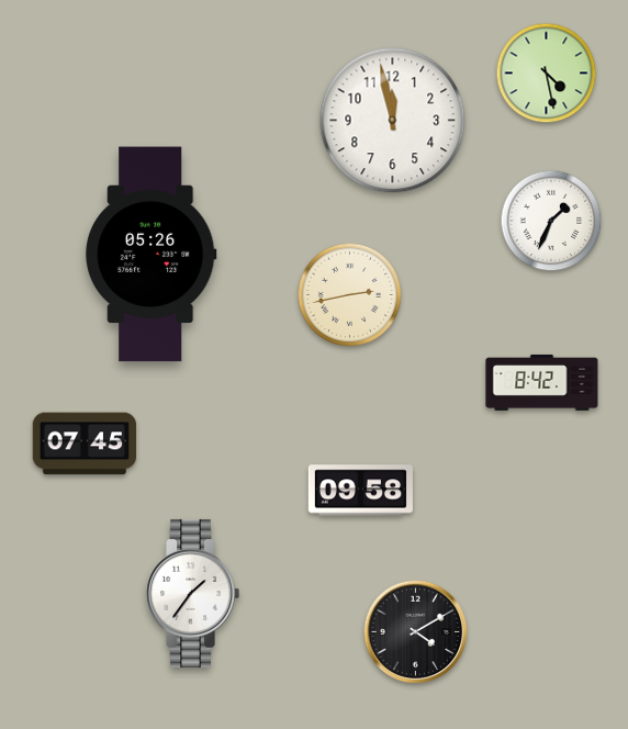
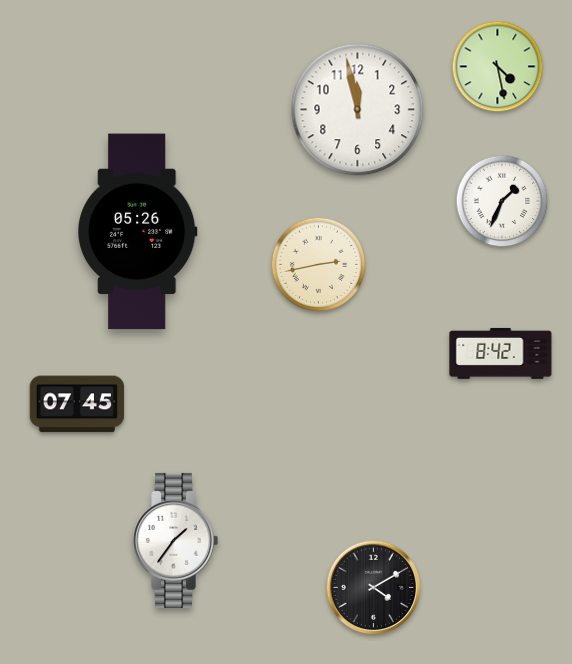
clock at (350, 295) position: (350, 295) -> (319, 265)
clock at (542, 382) position: (542, 382) -> (501, 353)
clock at (360, 491): 09:58 -> none
clock at (416, 632) position: (416, 632) -> (374, 588)
